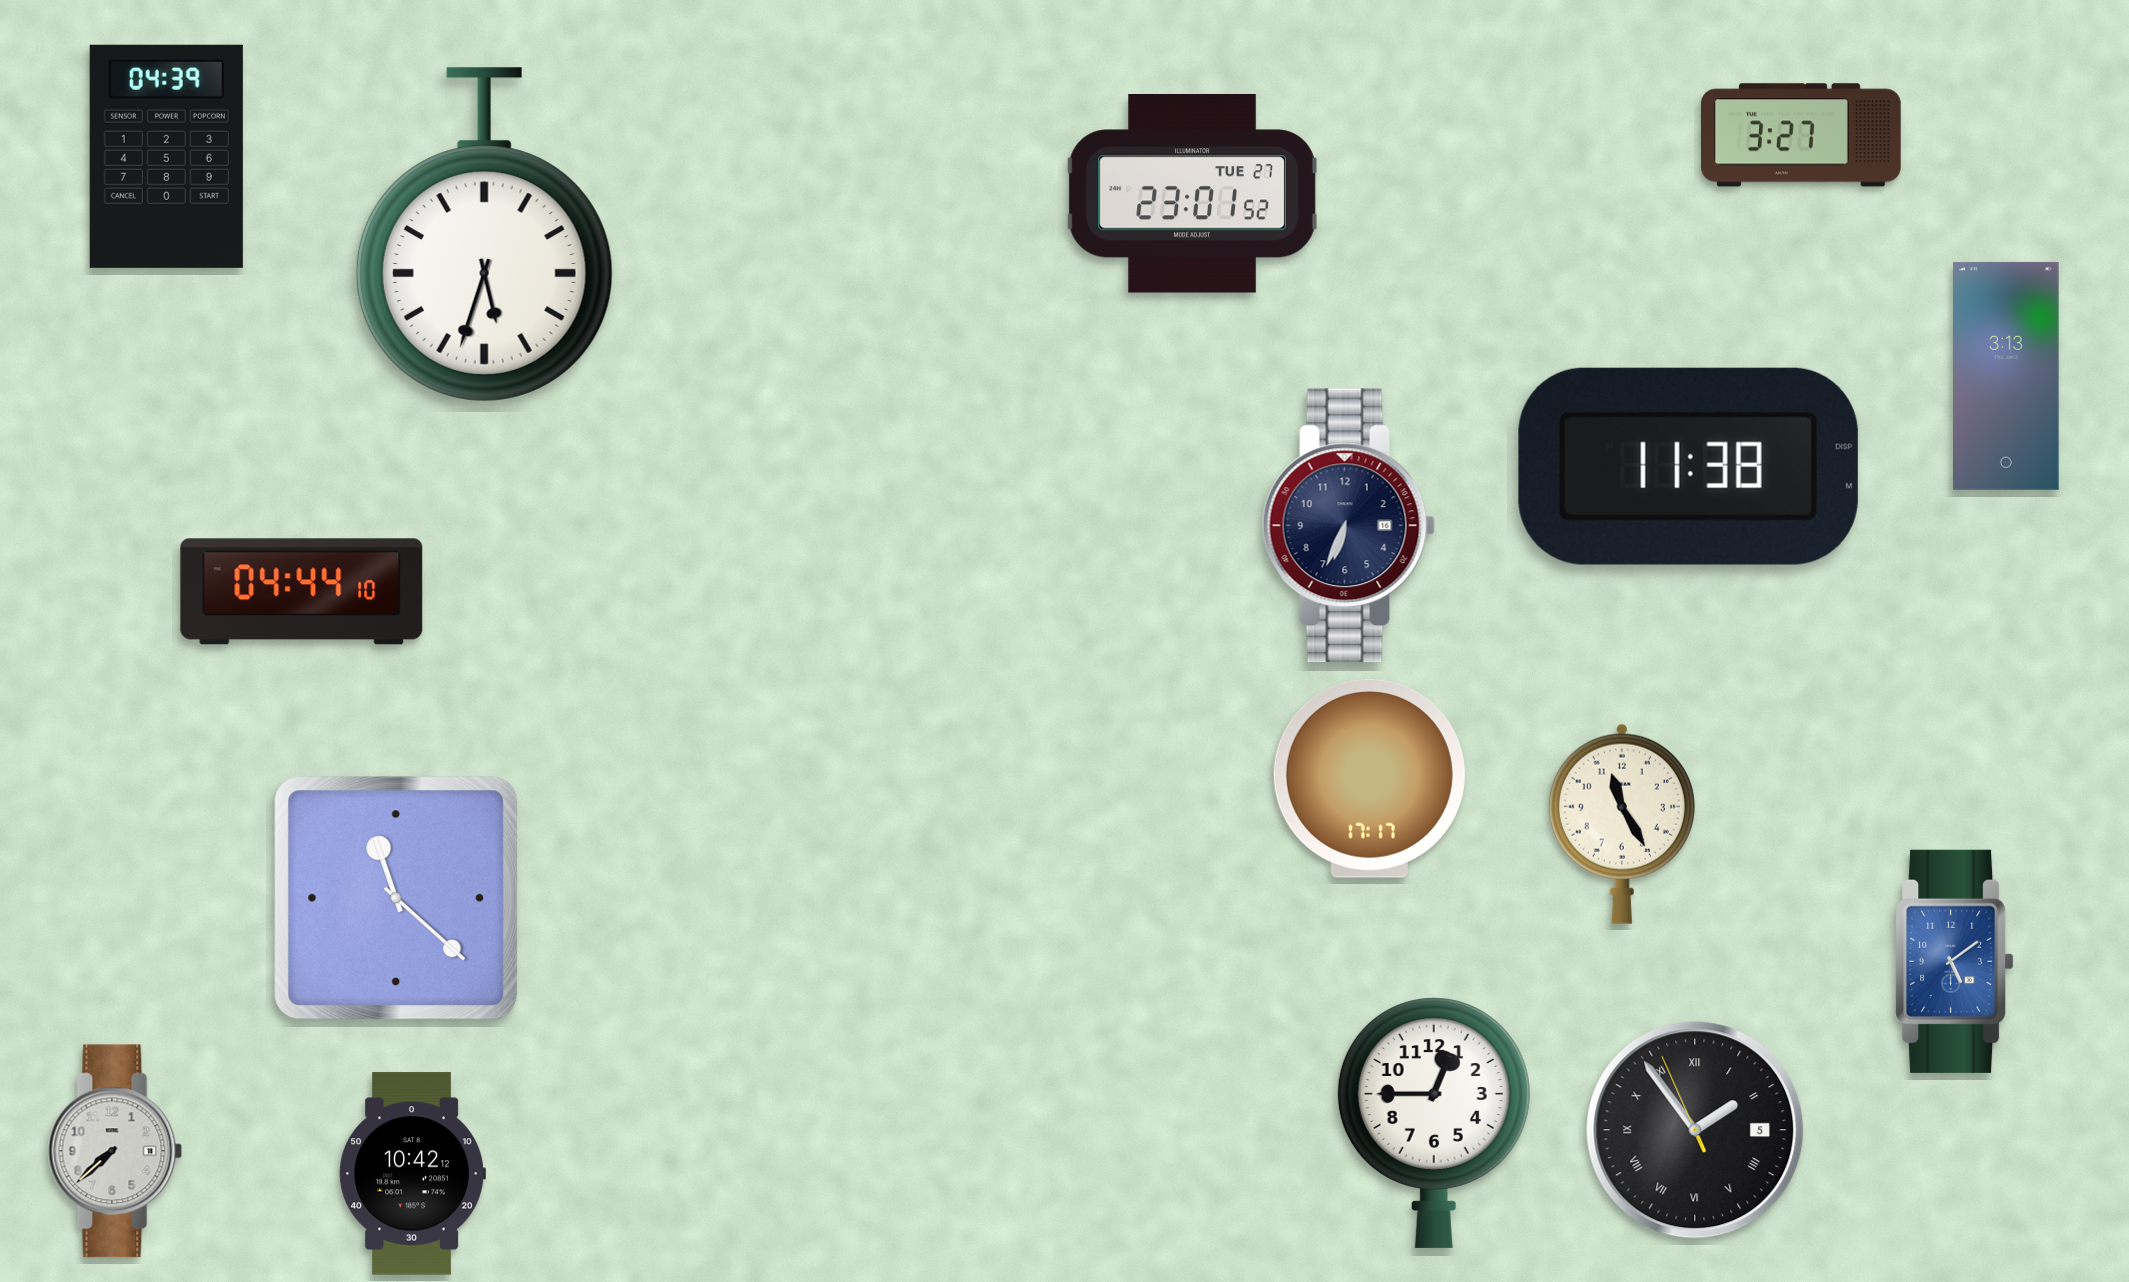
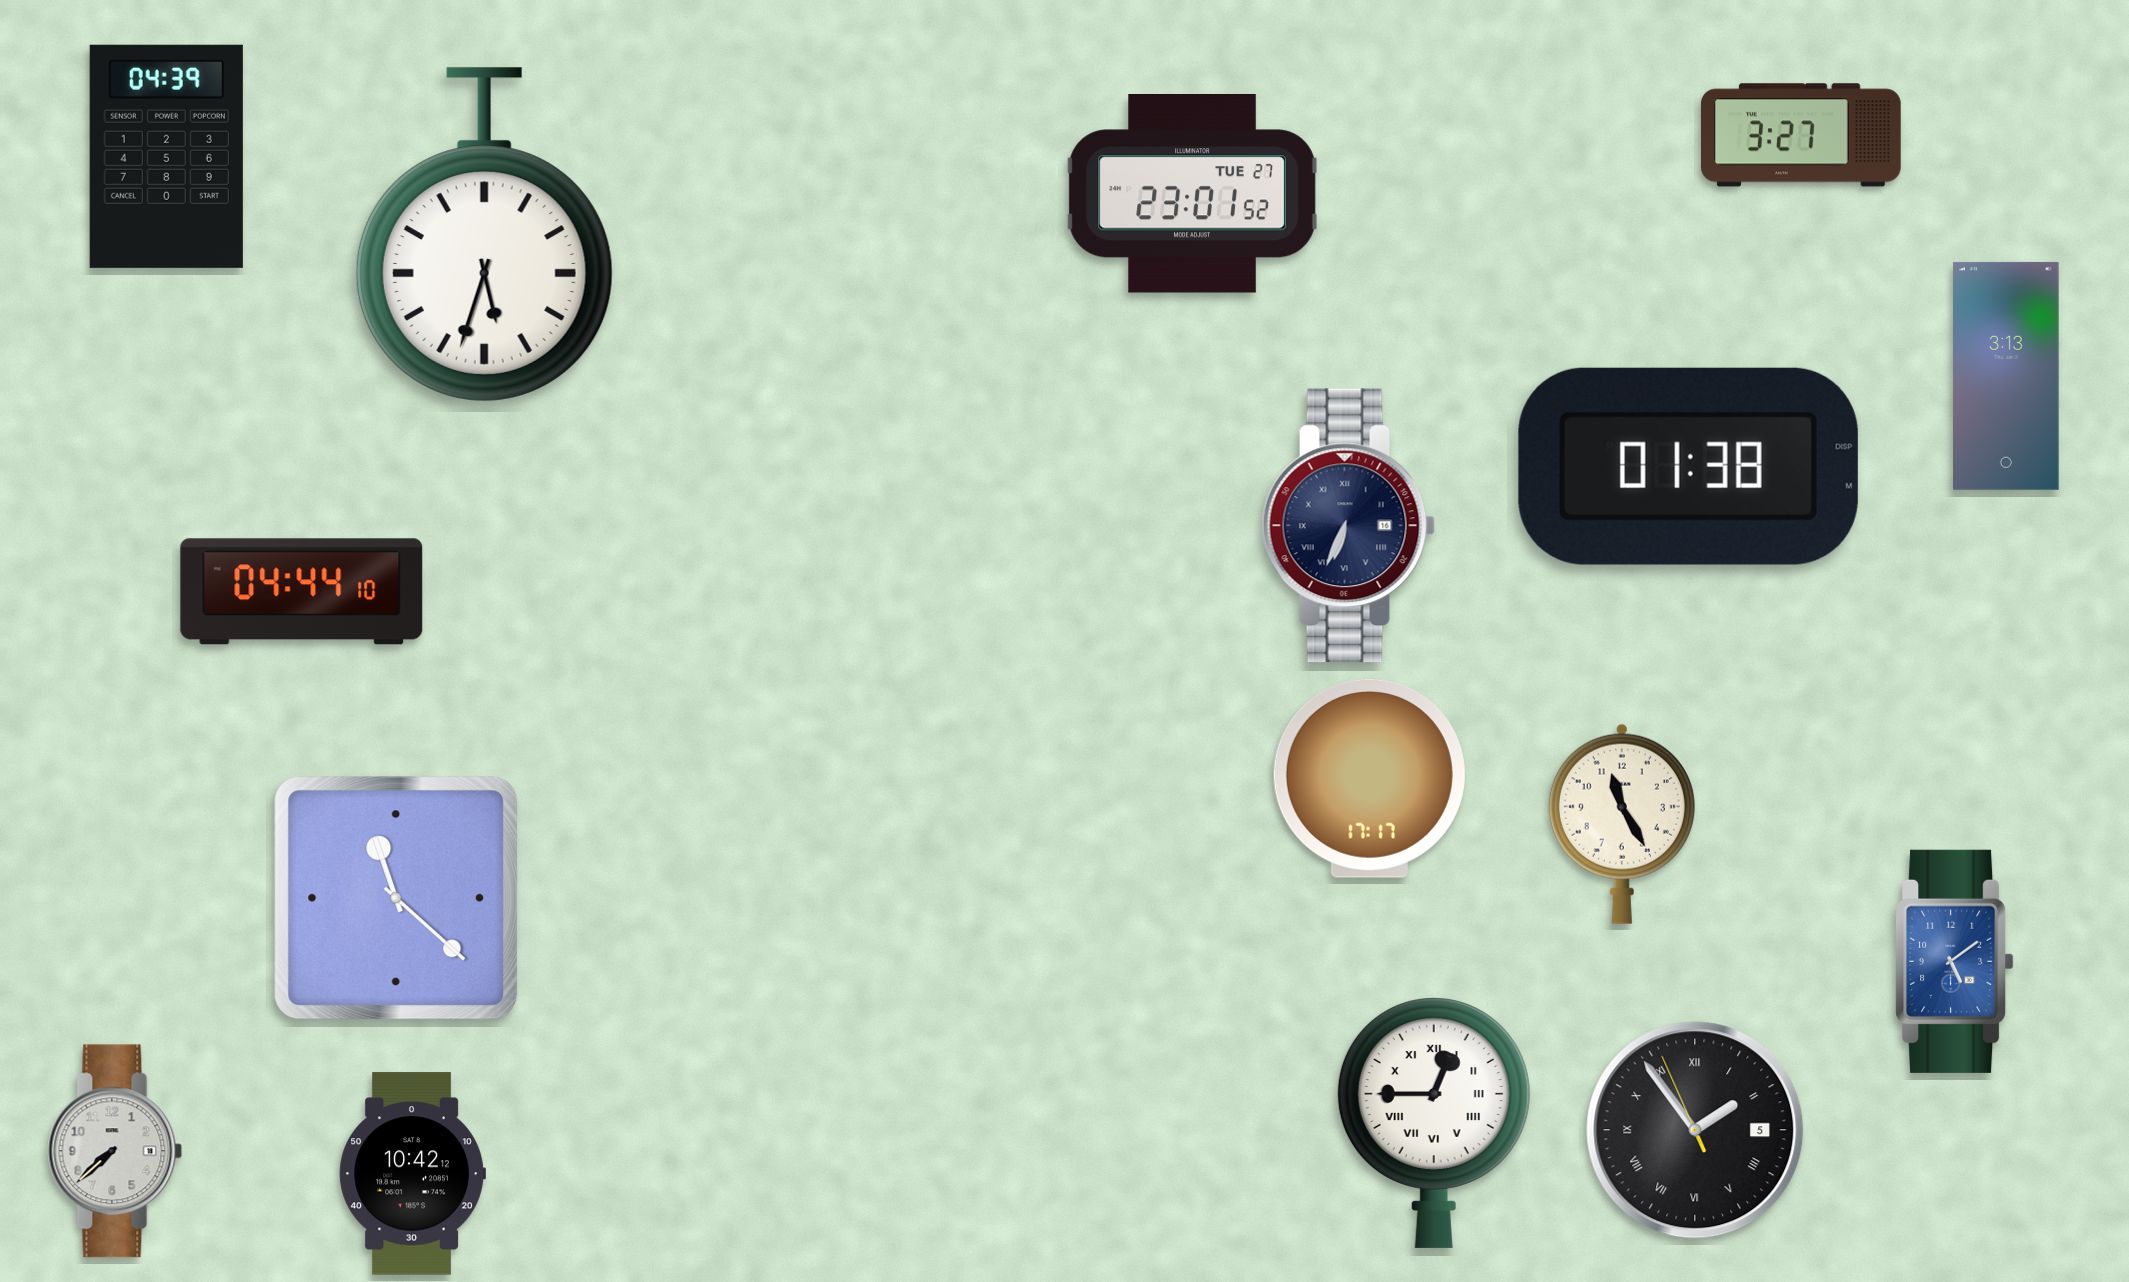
clock at (1688, 466): 11:38 -> 01:38
clock at (1348, 526) numerals: Arabic -> Roman
clock at (1434, 1123) numerals: Arabic -> Roman
